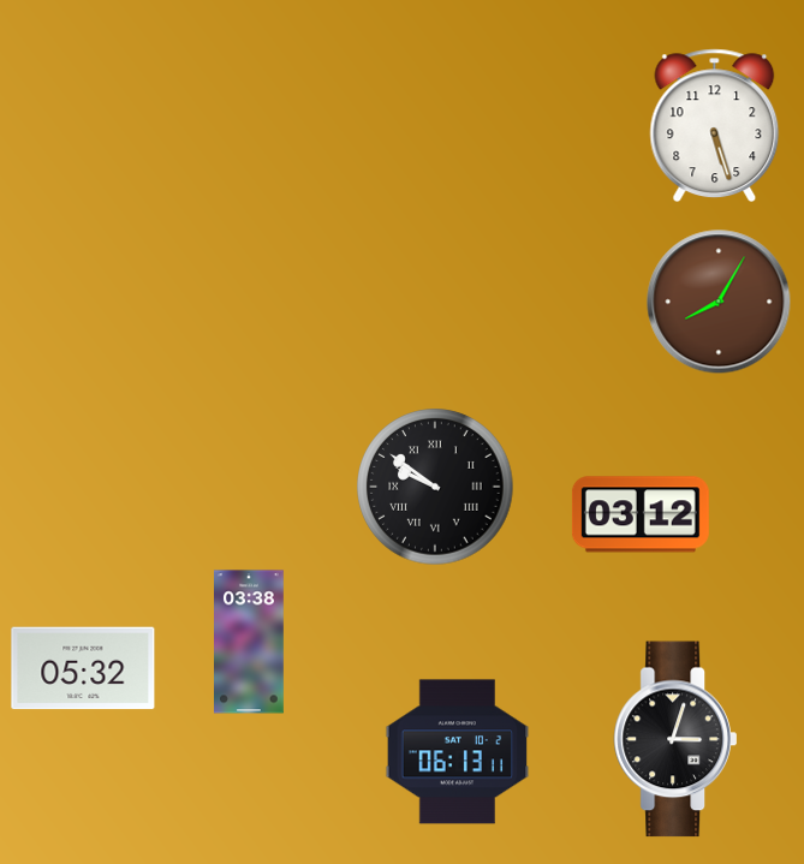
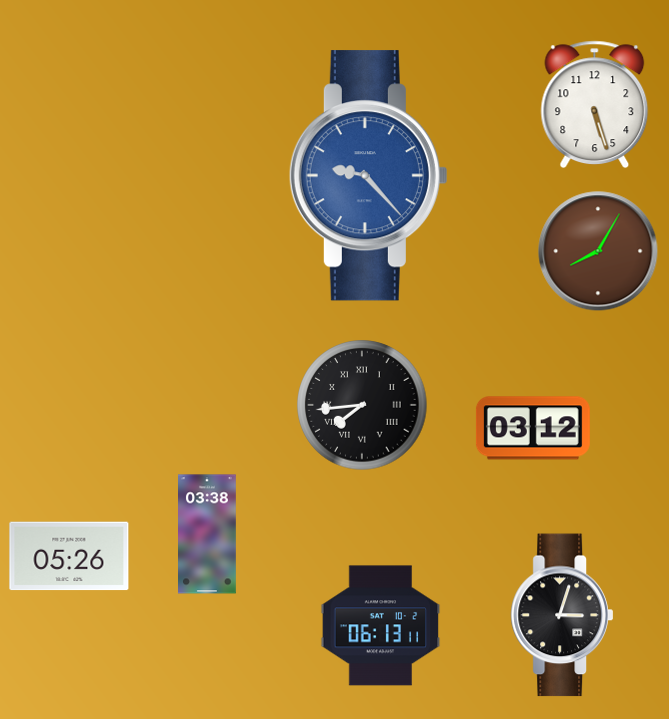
clock at (368, 176): none -> 9:23
clock at (435, 487): 9:51 -> 7:44
clock at (83, 668): 05:32 -> 05:26
